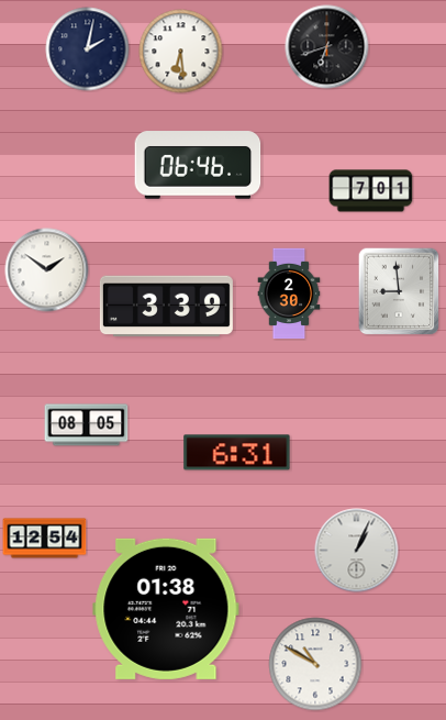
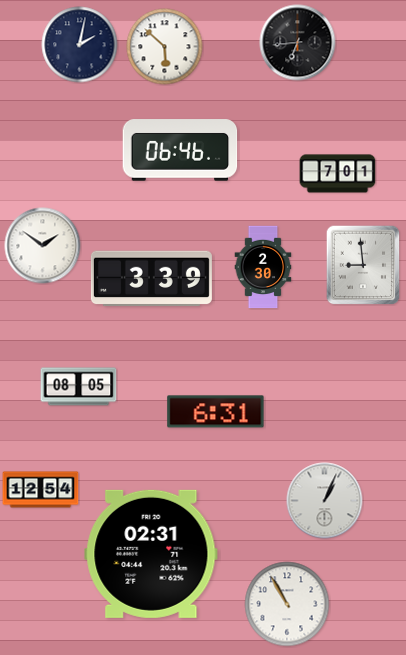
clock at (327, 47): 6:42 -> 6:44
clock at (181, 52): 6:29 -> 5:52
clock at (166, 609): 01:38 -> 02:31
clock at (315, 664): 10:50 -> 10:55
